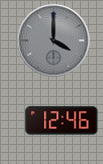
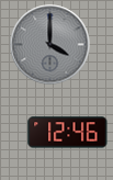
clock at (54, 41) position: (54, 41) -> (50, 45)
